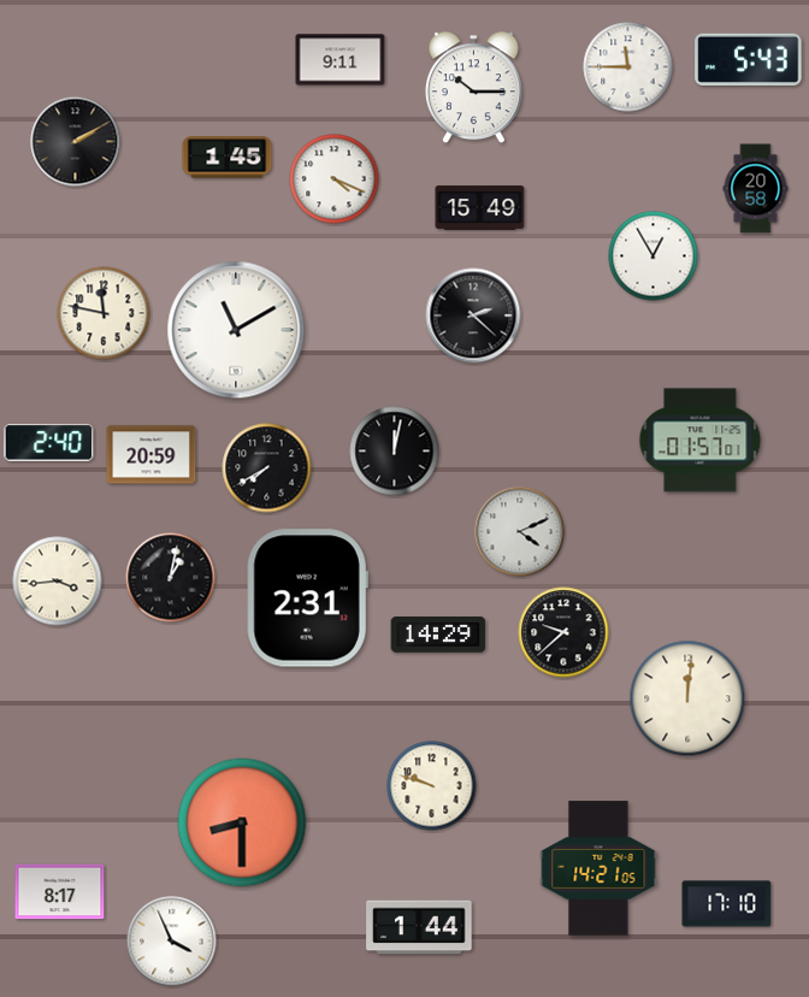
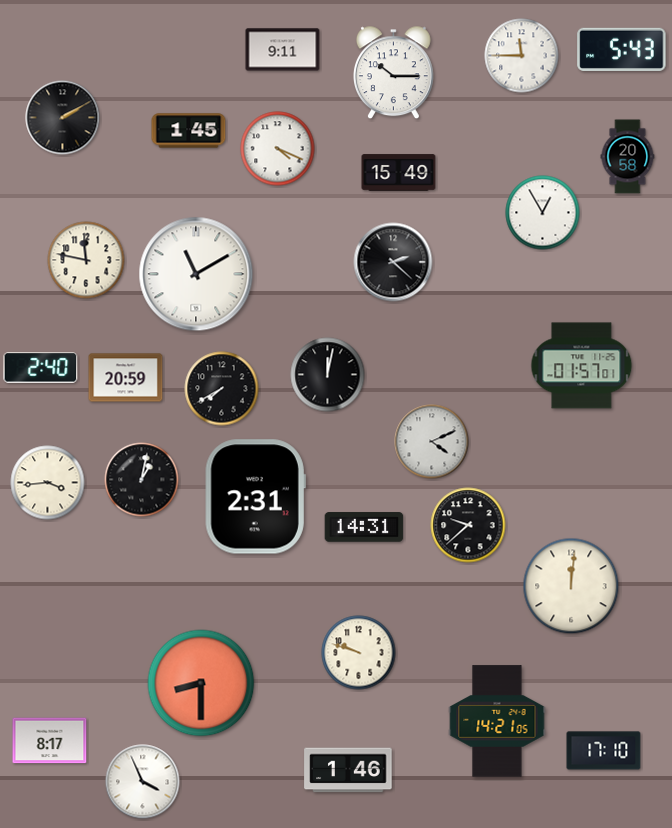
clock at (438, 635): 14:29 -> 14:31
clock at (687, 698) position: (687, 698) -> (571, 586)
clock at (419, 927): 1:44 -> 1:46
